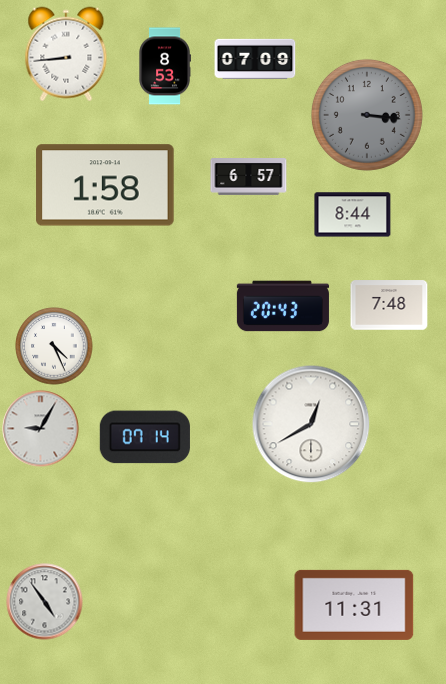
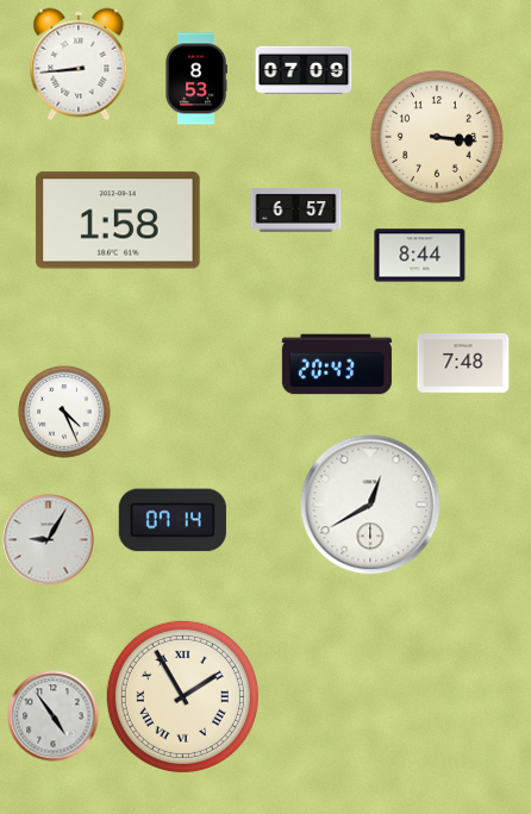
clock at (367, 115) dial: grey -> cream
clock at (105, 185) position: (105, 185) -> (118, 220)
clock at (41, 429) position: (41, 429) -> (49, 540)
clock at (182, 696): none -> 1:55
clock at (354, 605): 11:31 -> none
